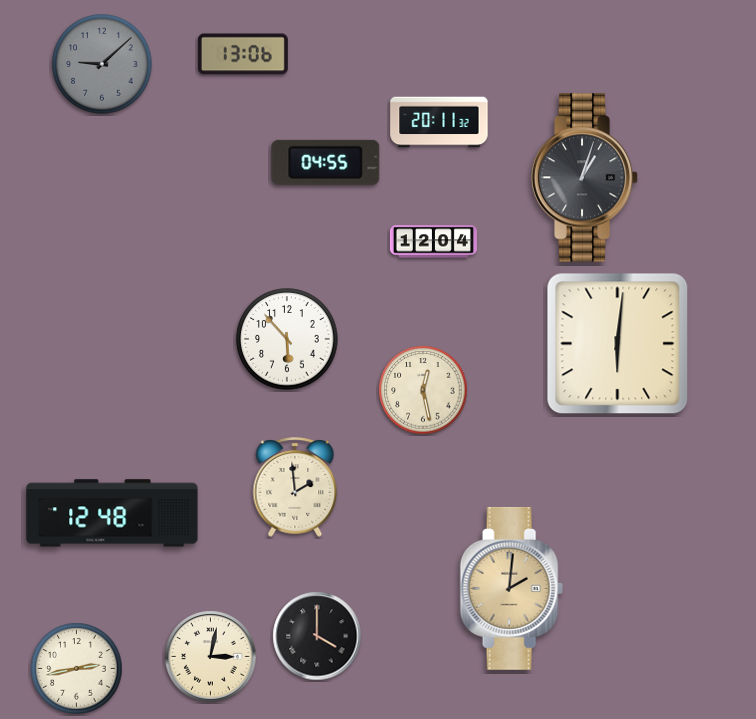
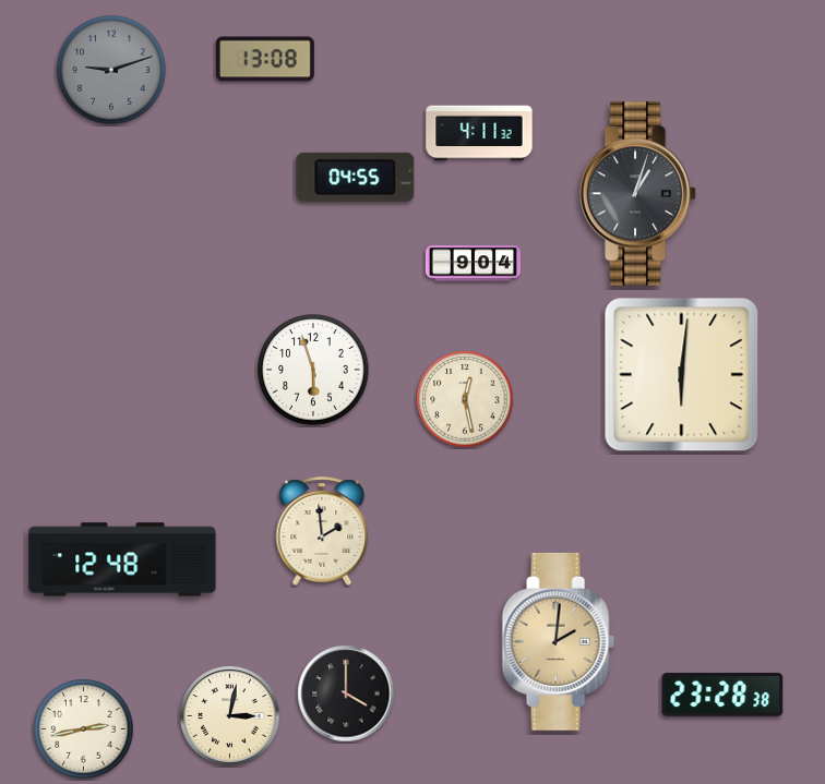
clock at (243, 54): 13:06 -> 13:08
clock at (102, 64): 9:08 -> 9:12
clock at (439, 122): 20:11 -> 4:11
clock at (433, 242): 12:04 -> 9:04
clock at (287, 339): 5:53 -> 5:57
clock at (618, 344) position: (618, 344) -> (682, 375)
clock at (423, 390) position: (423, 390) -> (465, 399)
clock at (722, 695): none -> 23:28
